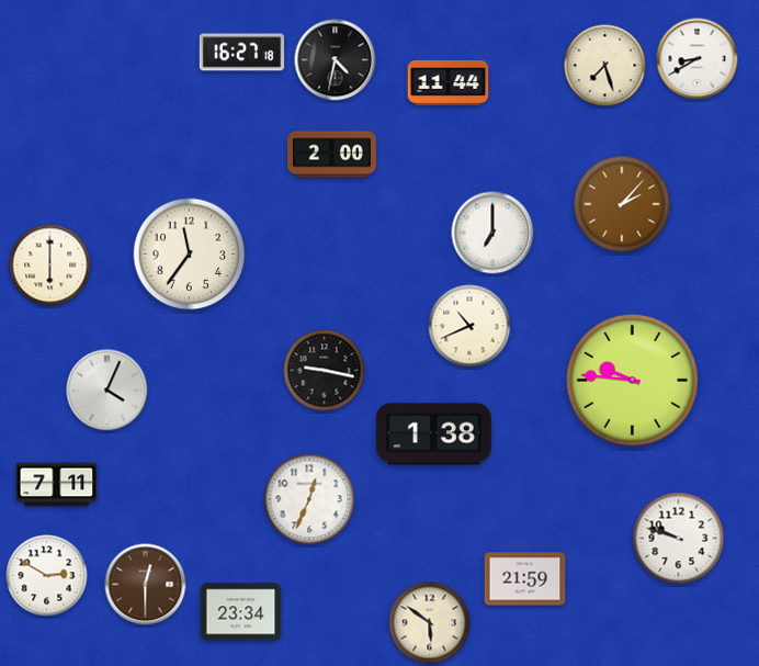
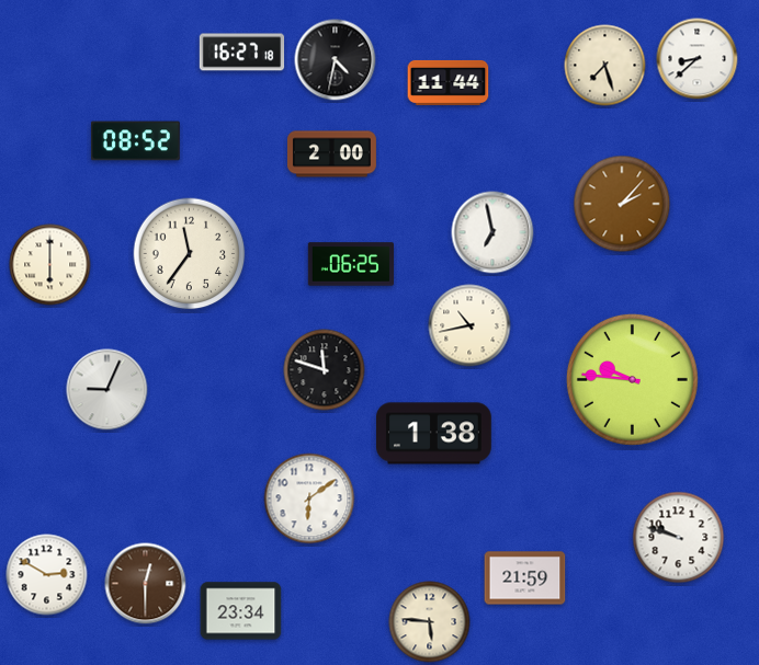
clock at (698, 59): 8:40 -> 8:38
clock at (135, 141): none -> 08:52
clock at (492, 233): 7:00 -> 6:58
clock at (351, 264): none -> 06:25
clock at (469, 326): 10:41 -> 10:43
clock at (325, 371): 9:17 -> 11:48
clock at (107, 391): 4:04 -> 9:04
clock at (57, 485): 7:11 -> none
clock at (309, 499): 12:34 -> 6:09
clock at (430, 623): 5:51 -> 5:46
